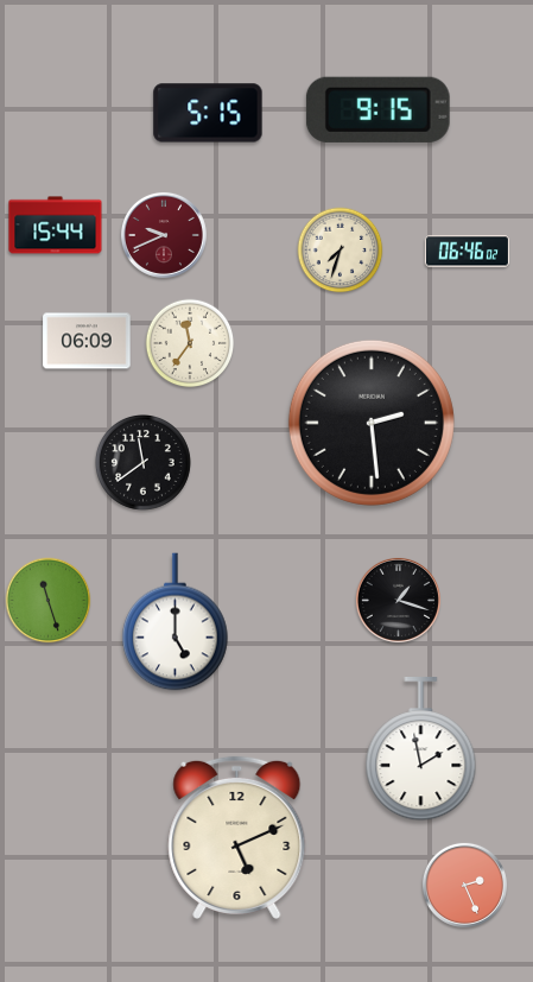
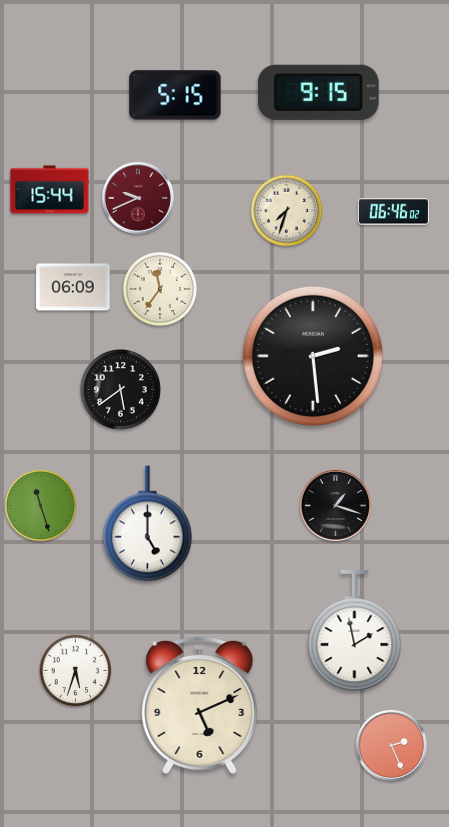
clock at (56, 226) position: (56, 226) -> (50, 190)
clock at (142, 462): 11:39 -> 5:39
clock at (76, 671): none -> 5:33
